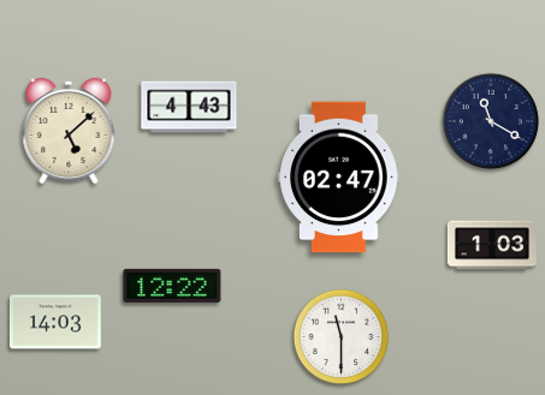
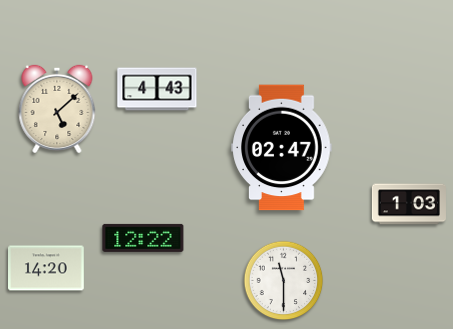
clock at (491, 121): 11:20 -> none
clock at (57, 322): 14:03 -> 14:20
